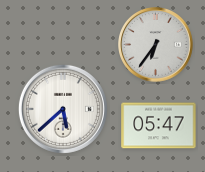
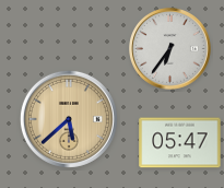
clock at (63, 109) dial: white -> champagne
clock at (159, 126) position: (159, 126) -> (180, 143)
